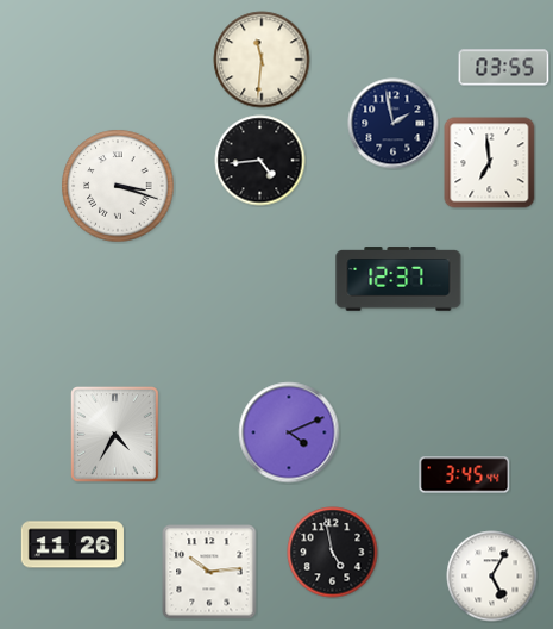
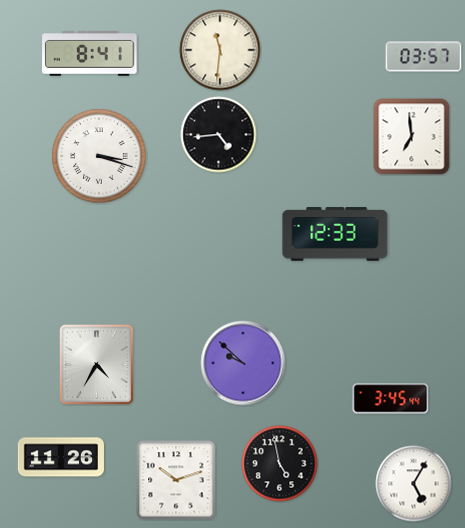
clock at (90, 53): none -> 8:41
clock at (504, 68): 03:55 -> 03:57
clock at (394, 124): 1:58 -> none
clock at (398, 279): 12:37 -> 12:33
clock at (289, 432): 4:11 -> 9:52
clock at (209, 572): 10:14 -> 10:12
